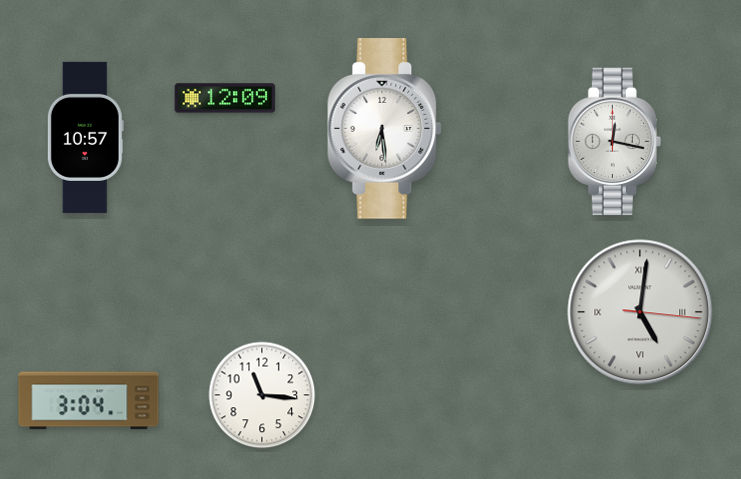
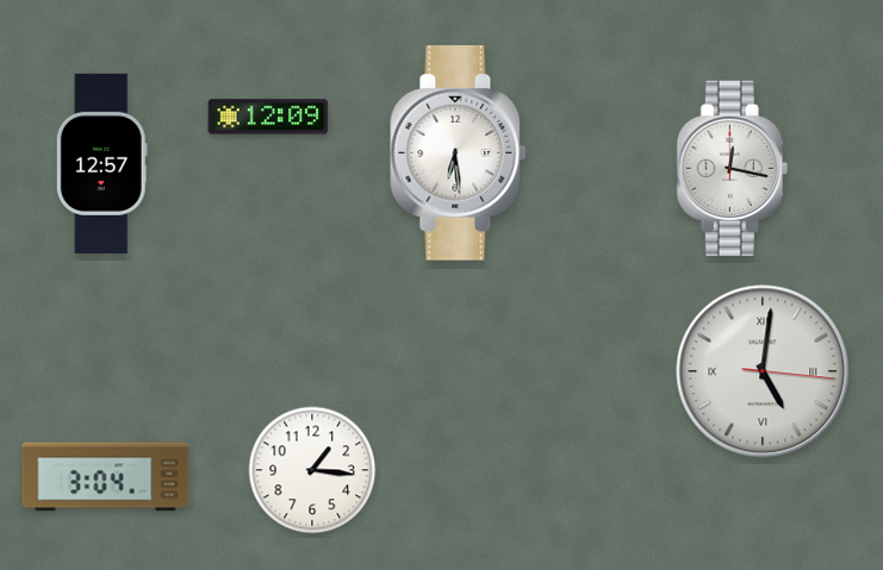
clock at (85, 137): 10:57 -> 12:57
clock at (262, 395): 11:16 -> 1:16
